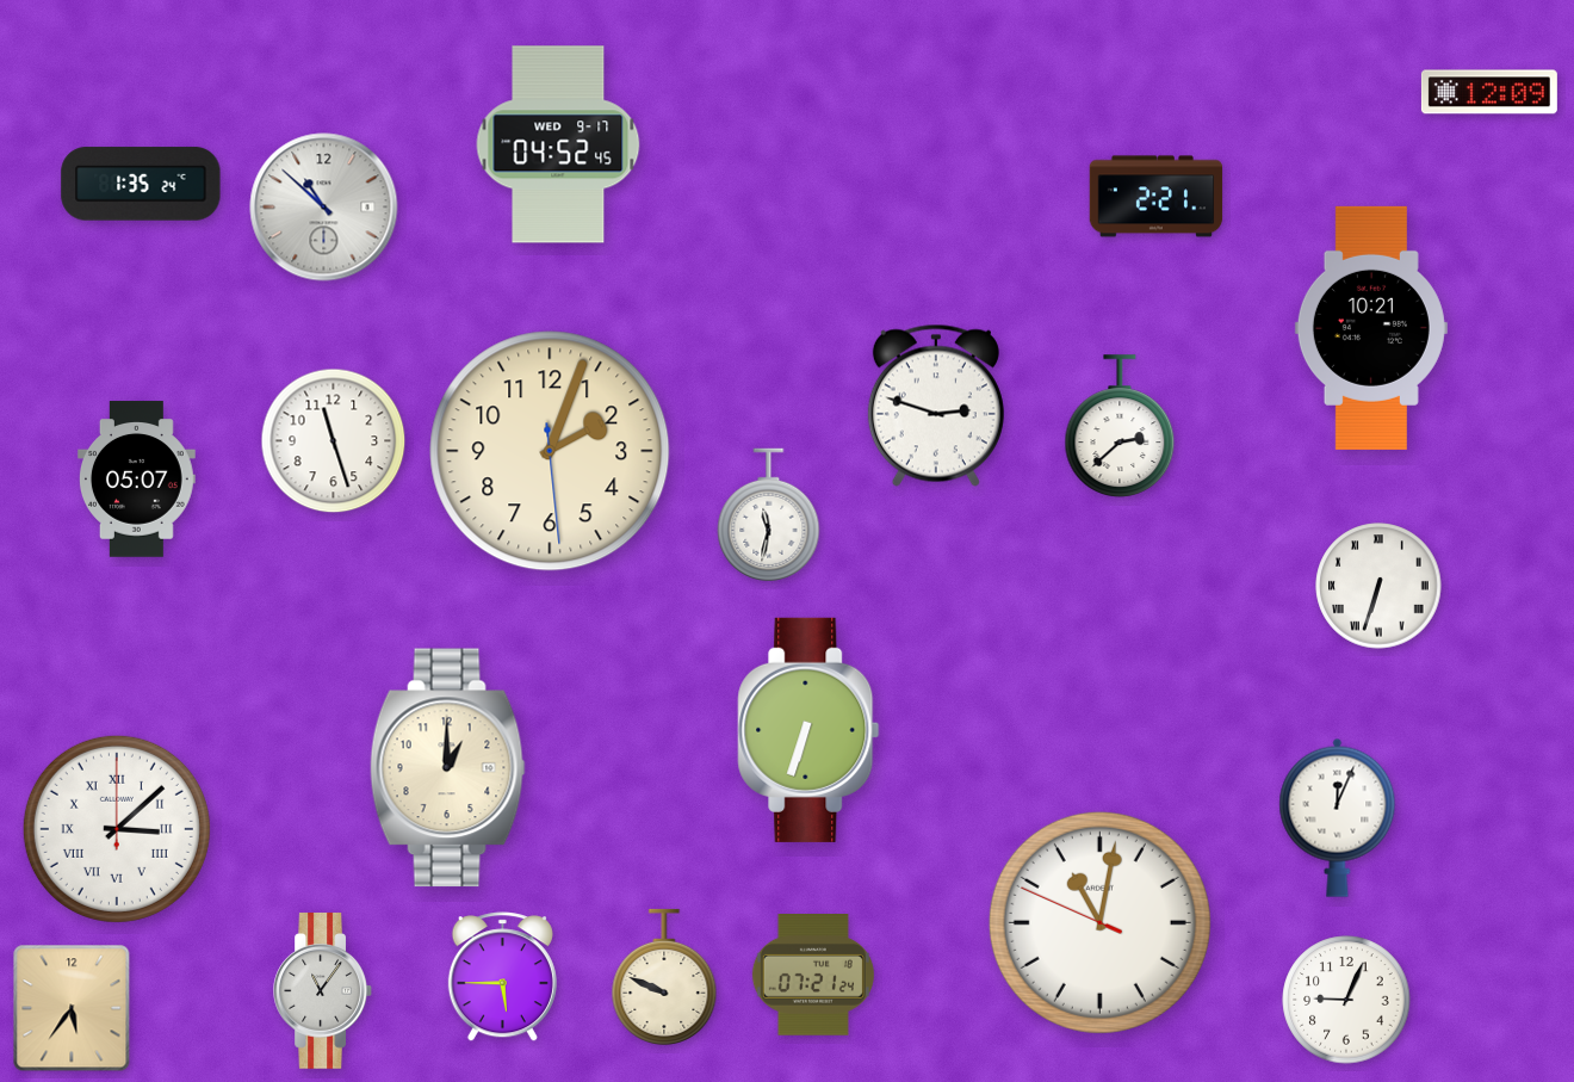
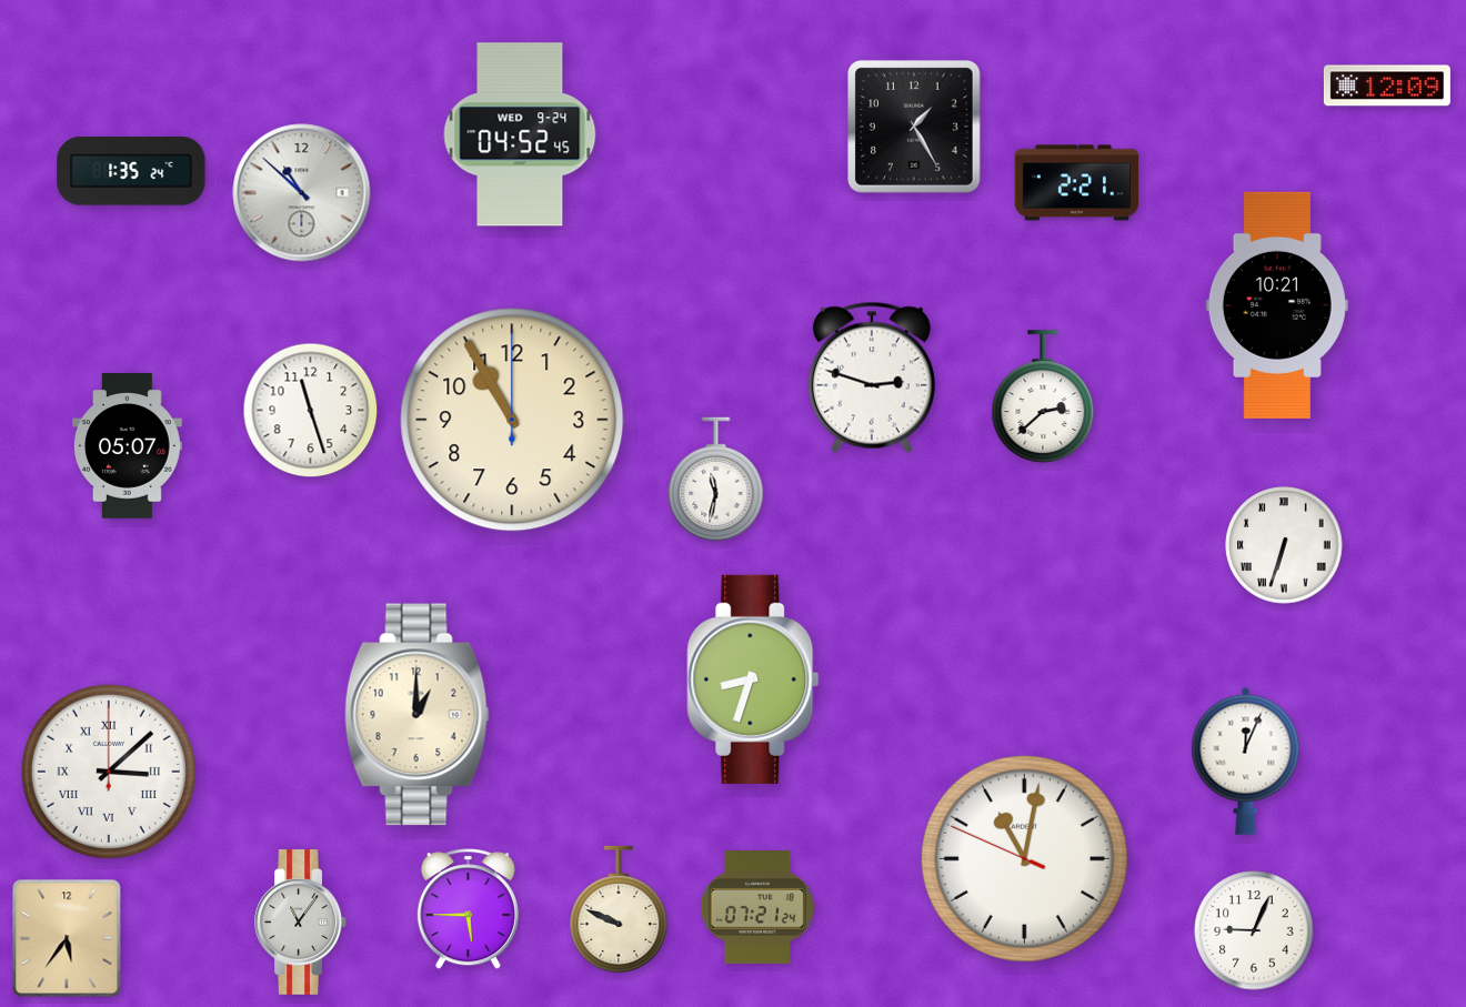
clock at (914, 127): none -> 1:25
clock at (558, 144) date: WED 9-17 -> WED 9-24
clock at (550, 451): 2:03 -> 10:55
clock at (808, 730): 6:33 -> 8:33
